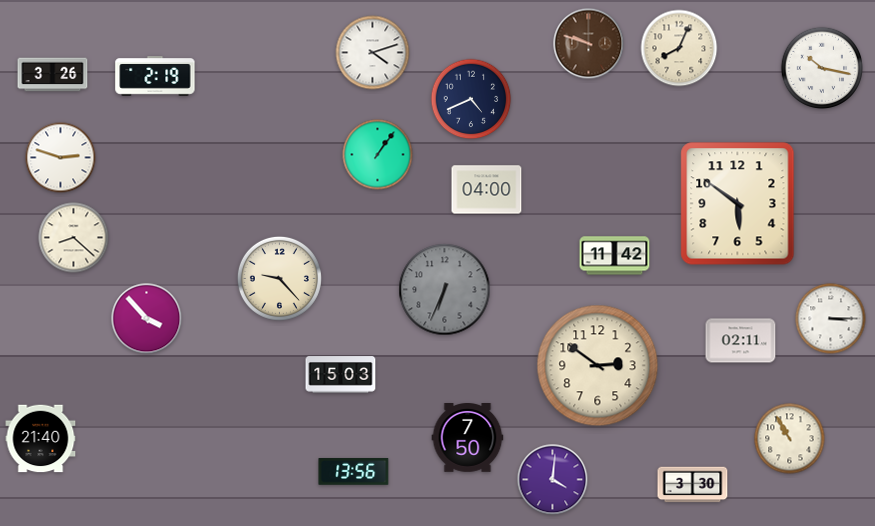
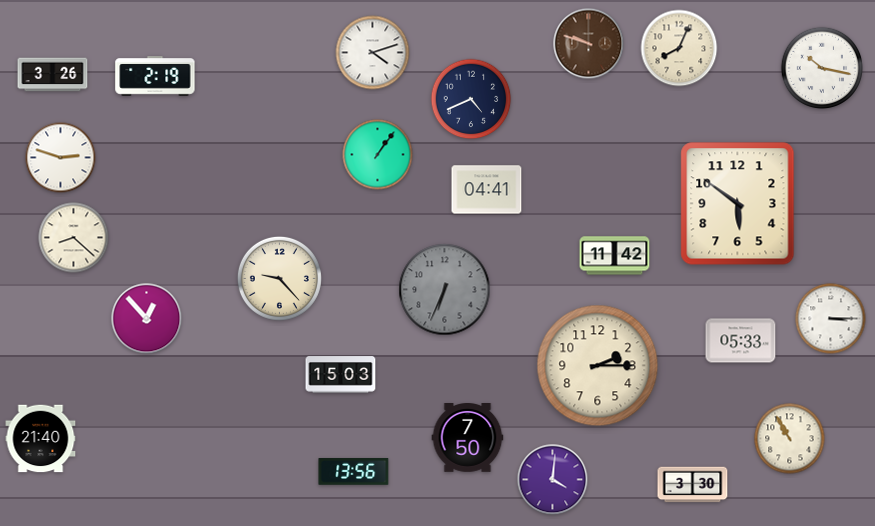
clock at (487, 190): 04:00 -> 04:41
clock at (147, 319): 3:53 -> 12:53
clock at (741, 341): 02:11 -> 05:33
clock at (598, 366): 2:51 -> 2:15
